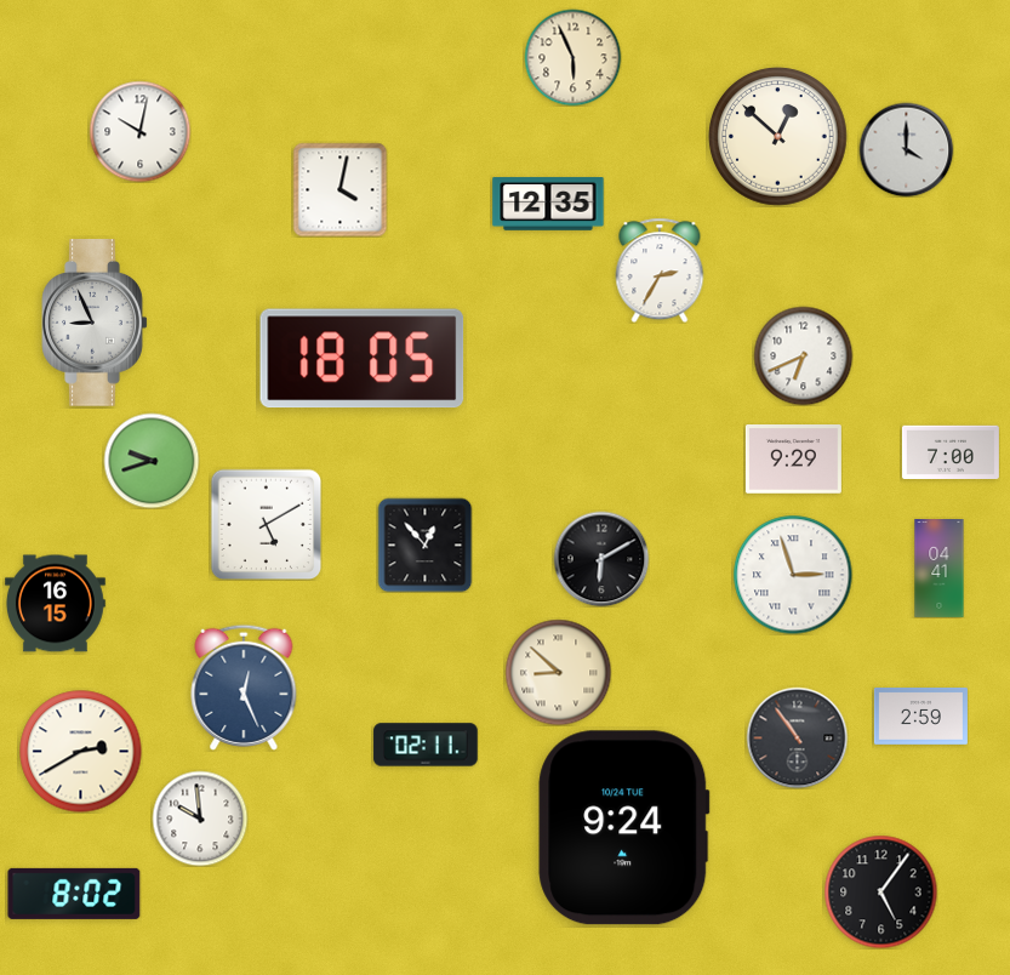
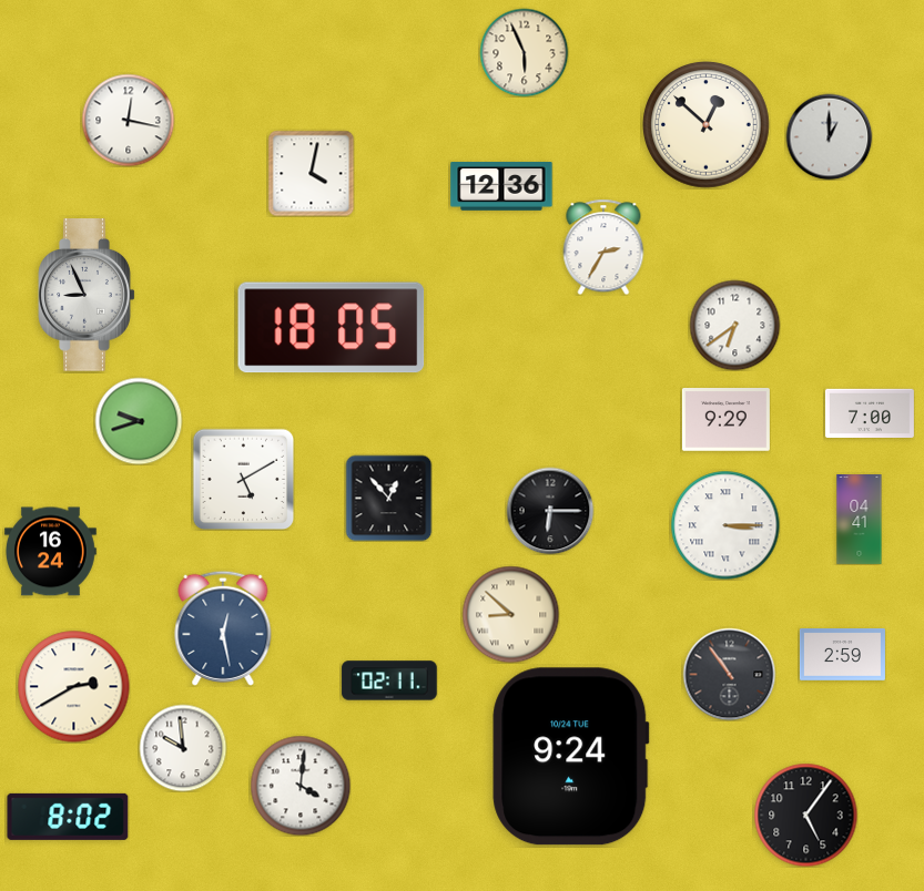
clock at (139, 131): 10:02 -> 12:17
clock at (778, 137) position: (778, 137) -> (707, 125)
clock at (906, 149): 4:00 -> 1:00
clock at (548, 204): 12:35 -> 12:36
clock at (803, 355): 6:41 -> 6:39
clock at (601, 559): 6:10 -> 6:15
clock at (793, 575): 2:57 -> 3:15
clock at (56, 604): 16:15 -> 16:24
clock at (244, 688): 12:26 -> 12:28
clock at (301, 786): none -> 4:01
